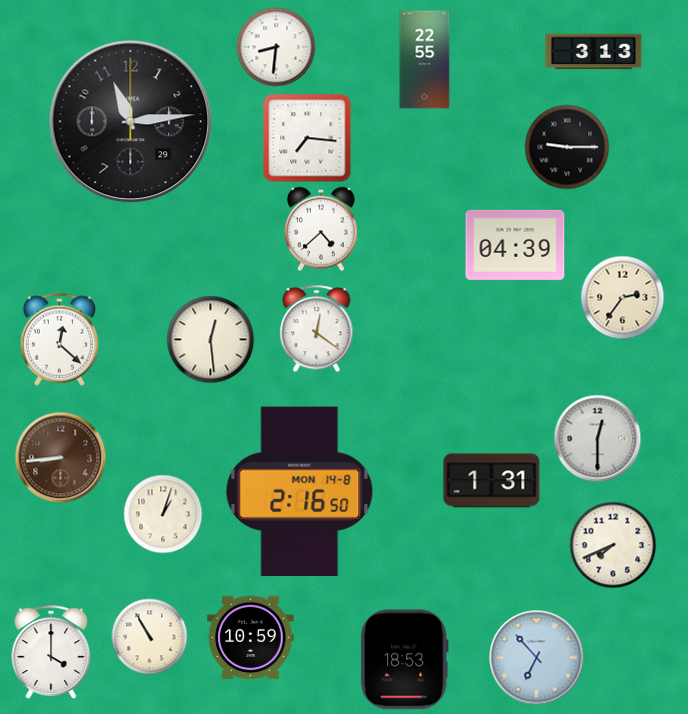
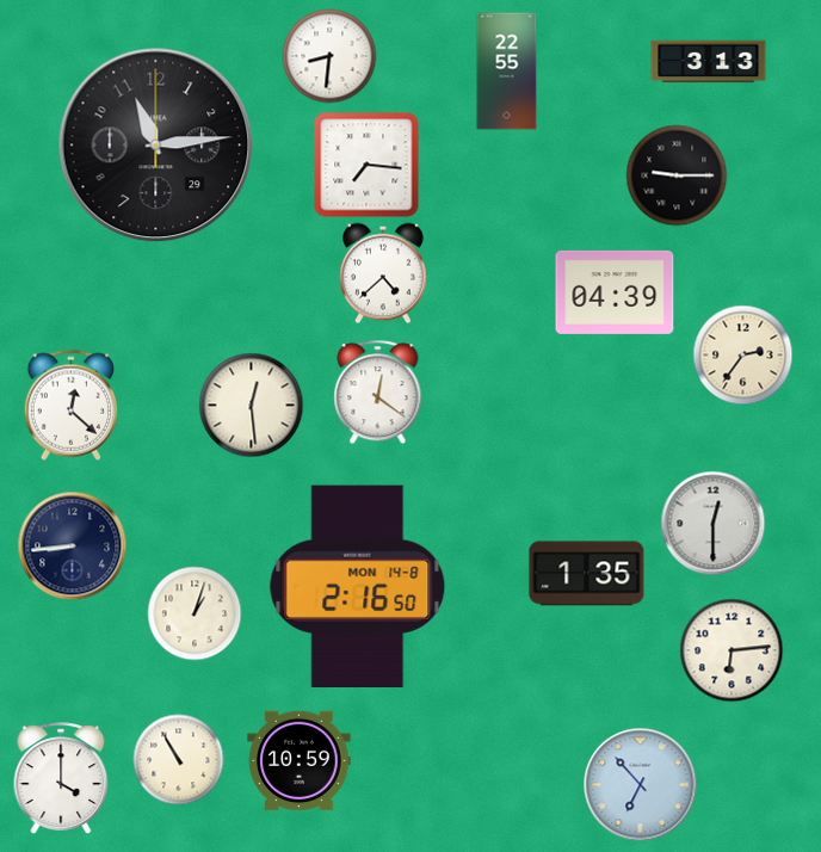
clock at (61, 458) dial: brown -> navy
clock at (492, 481): 1:31 -> 1:35
clock at (613, 545): 7:41 -> 6:14
clock at (404, 660): 18:53 -> none
